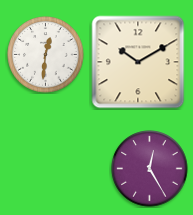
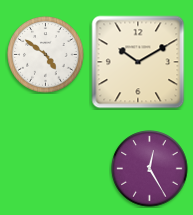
clock at (46, 55): 12:31 -> 4:51
